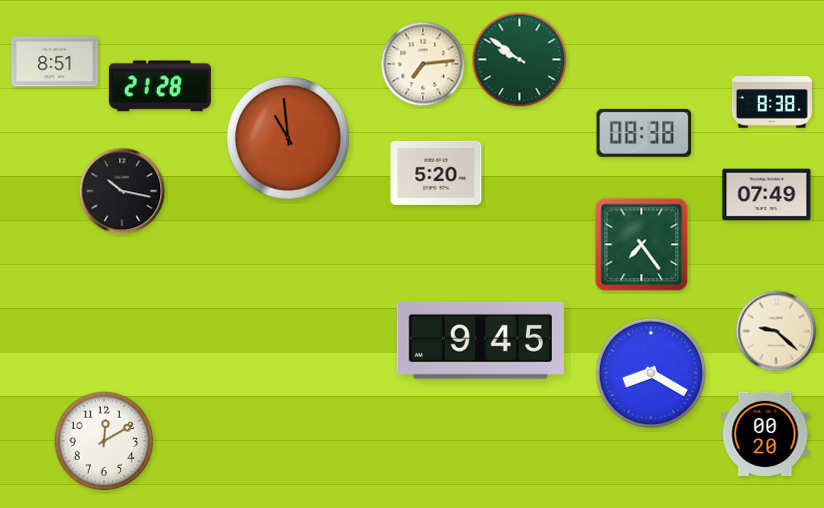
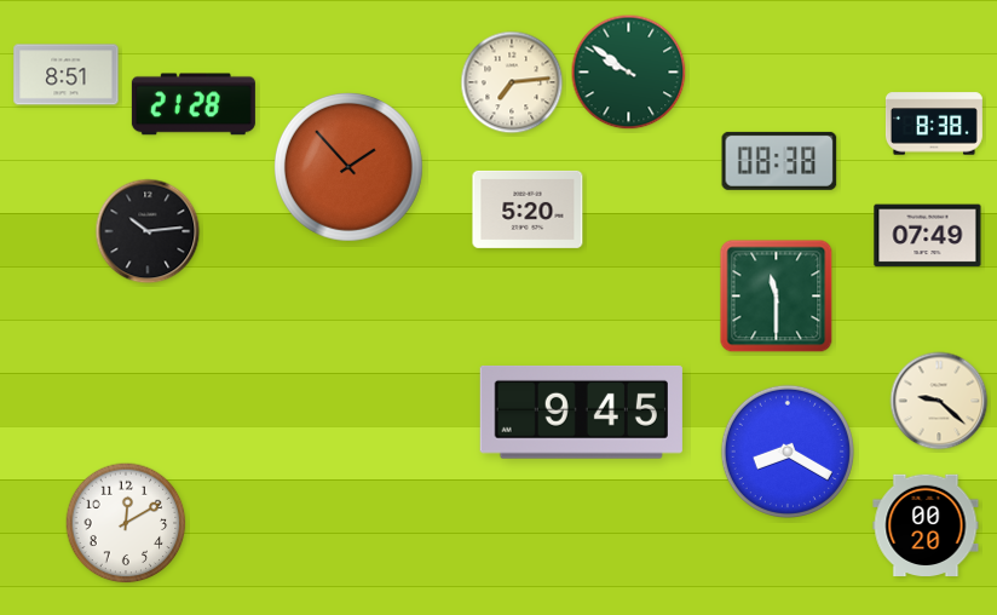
clock at (423, 64) position: (423, 64) -> (512, 82)
clock at (288, 138): 10:59 -> 1:53
clock at (122, 191): 10:17 -> 10:14
clock at (642, 245): 7:24 -> 11:30
clock at (104, 441) position: (104, 441) -> (126, 523)
